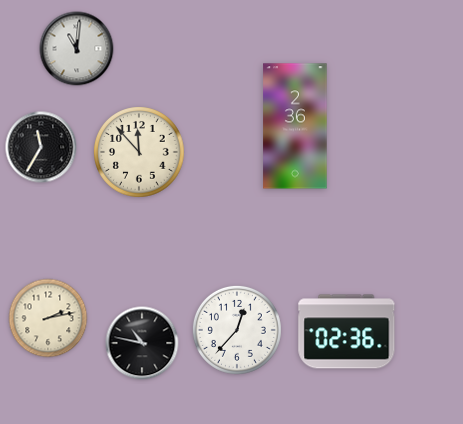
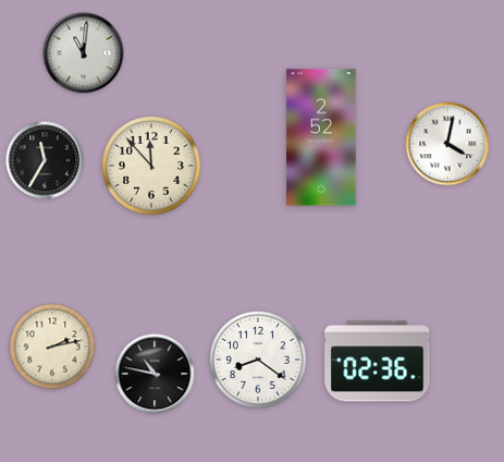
clock at (295, 126): 2:36 -> 2:52
clock at (447, 144): none -> 4:02
clock at (237, 330): 12:37 -> 8:21
